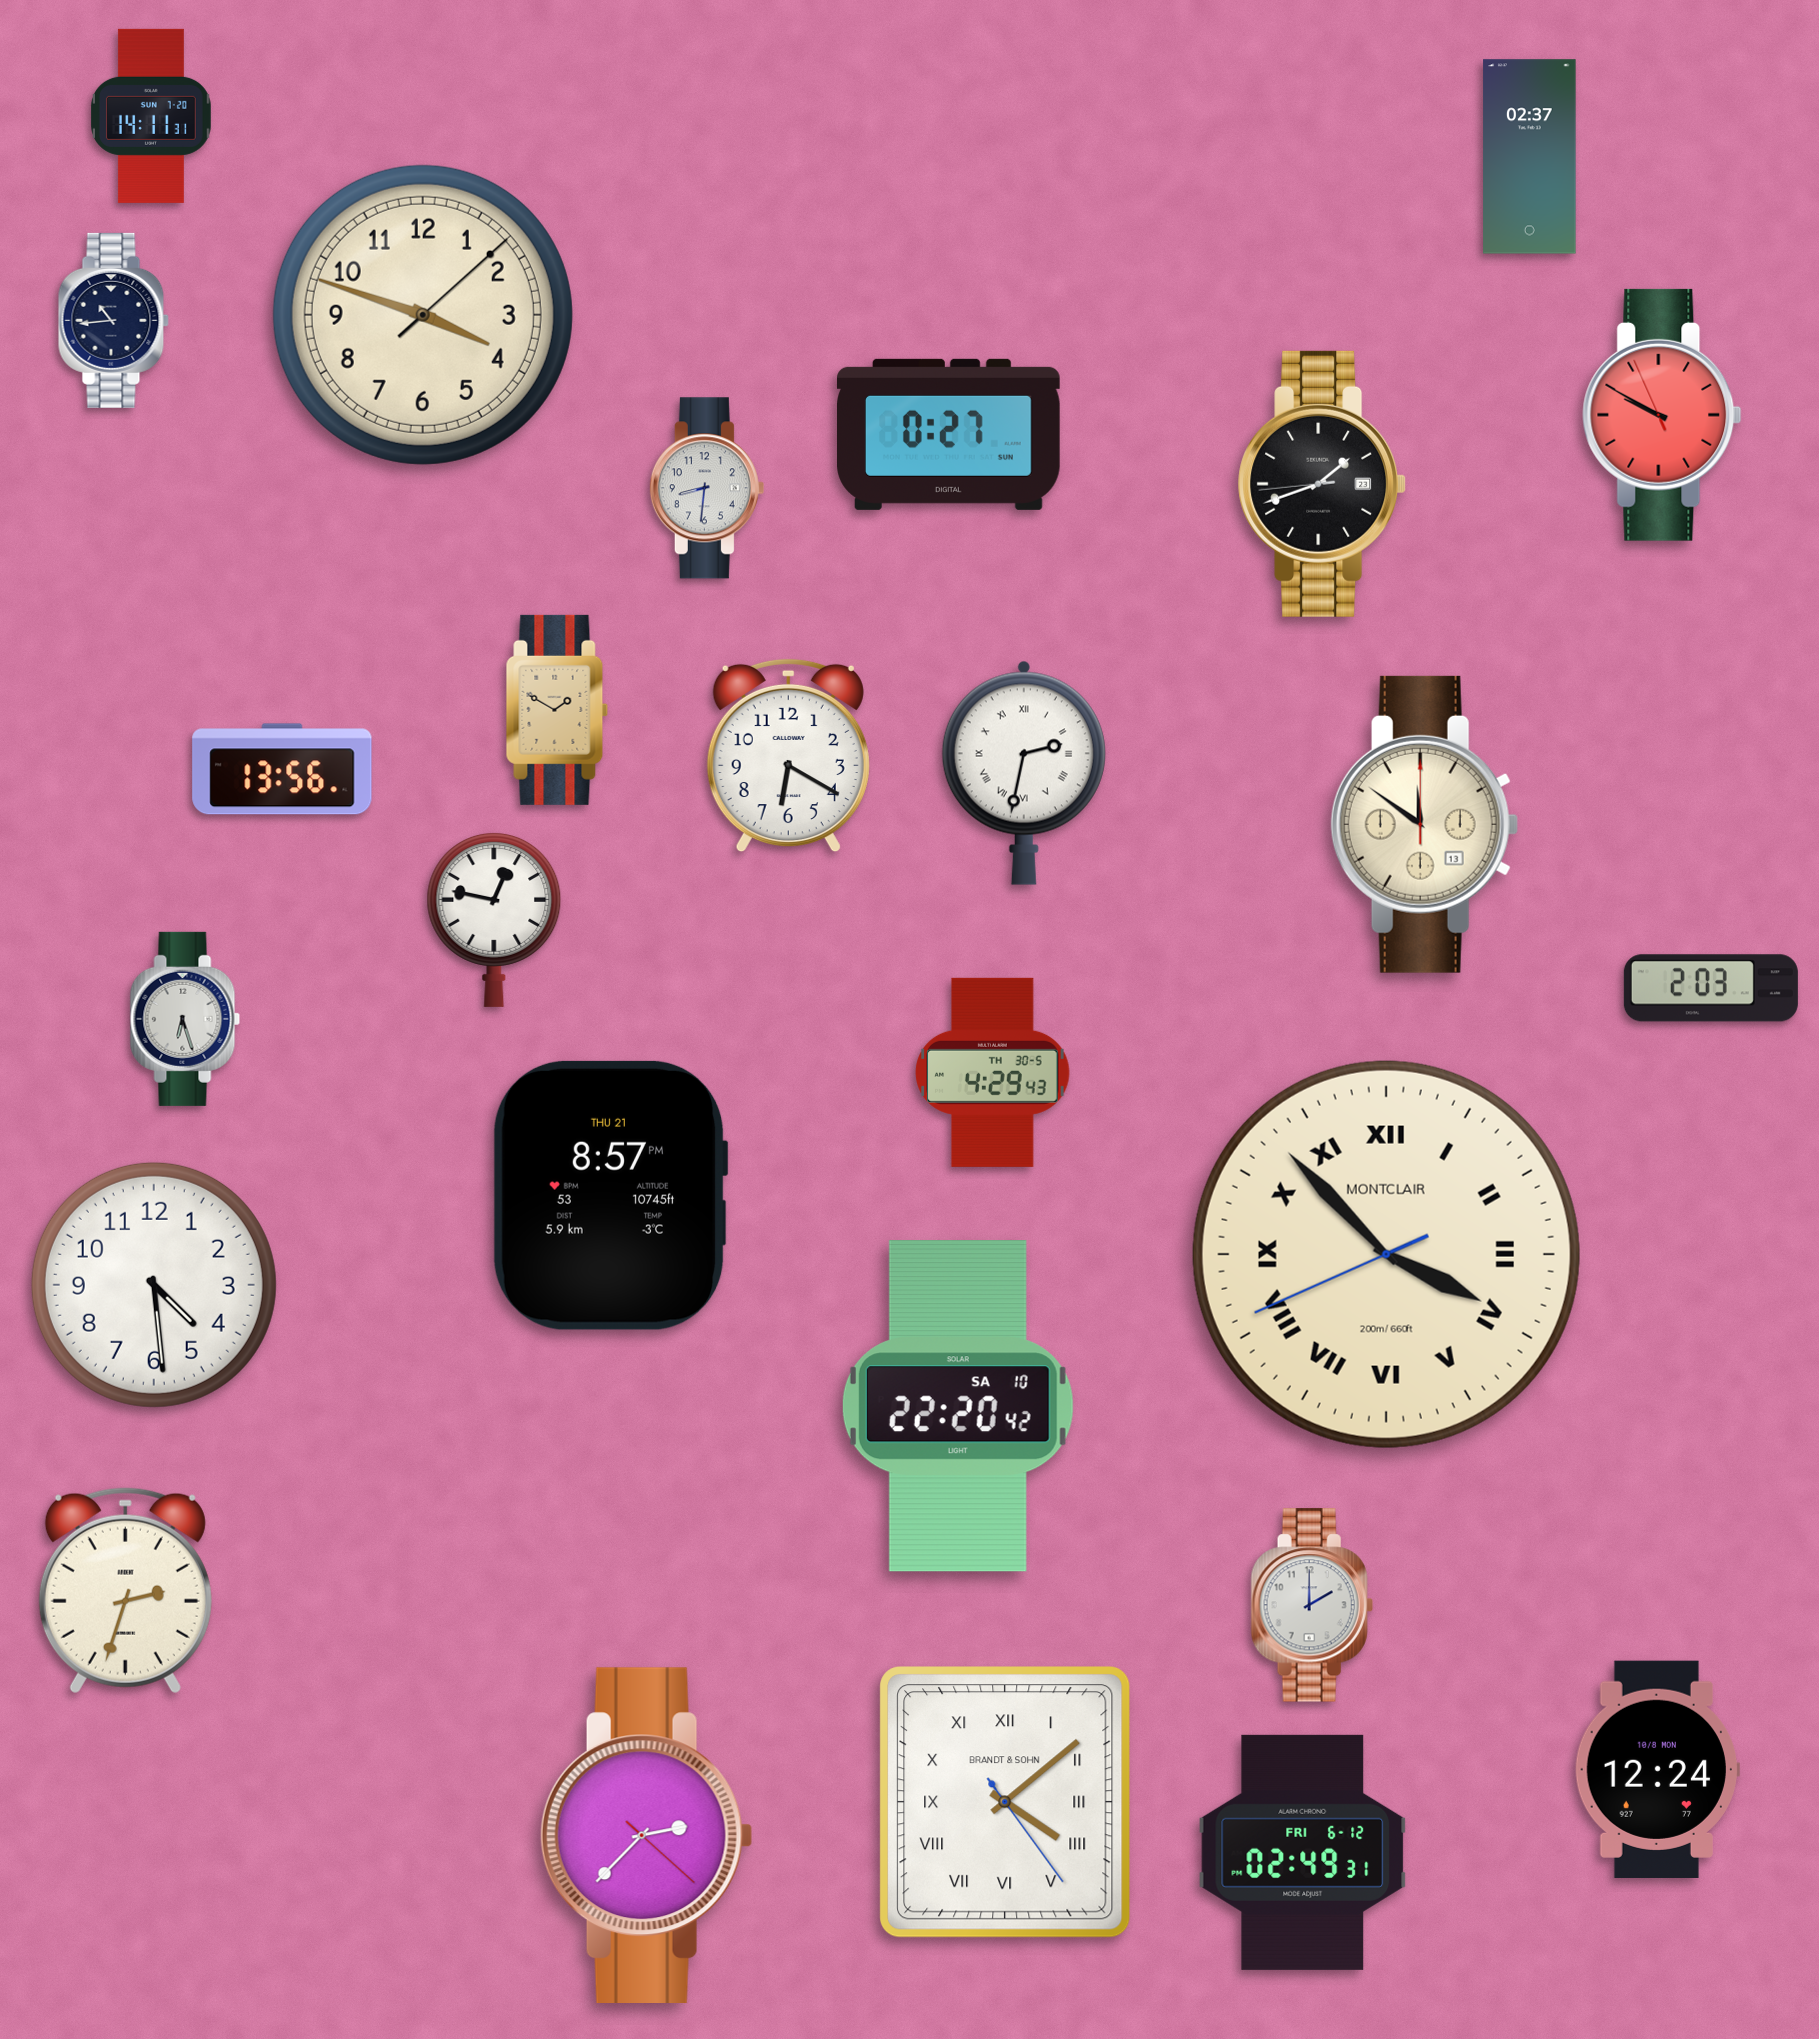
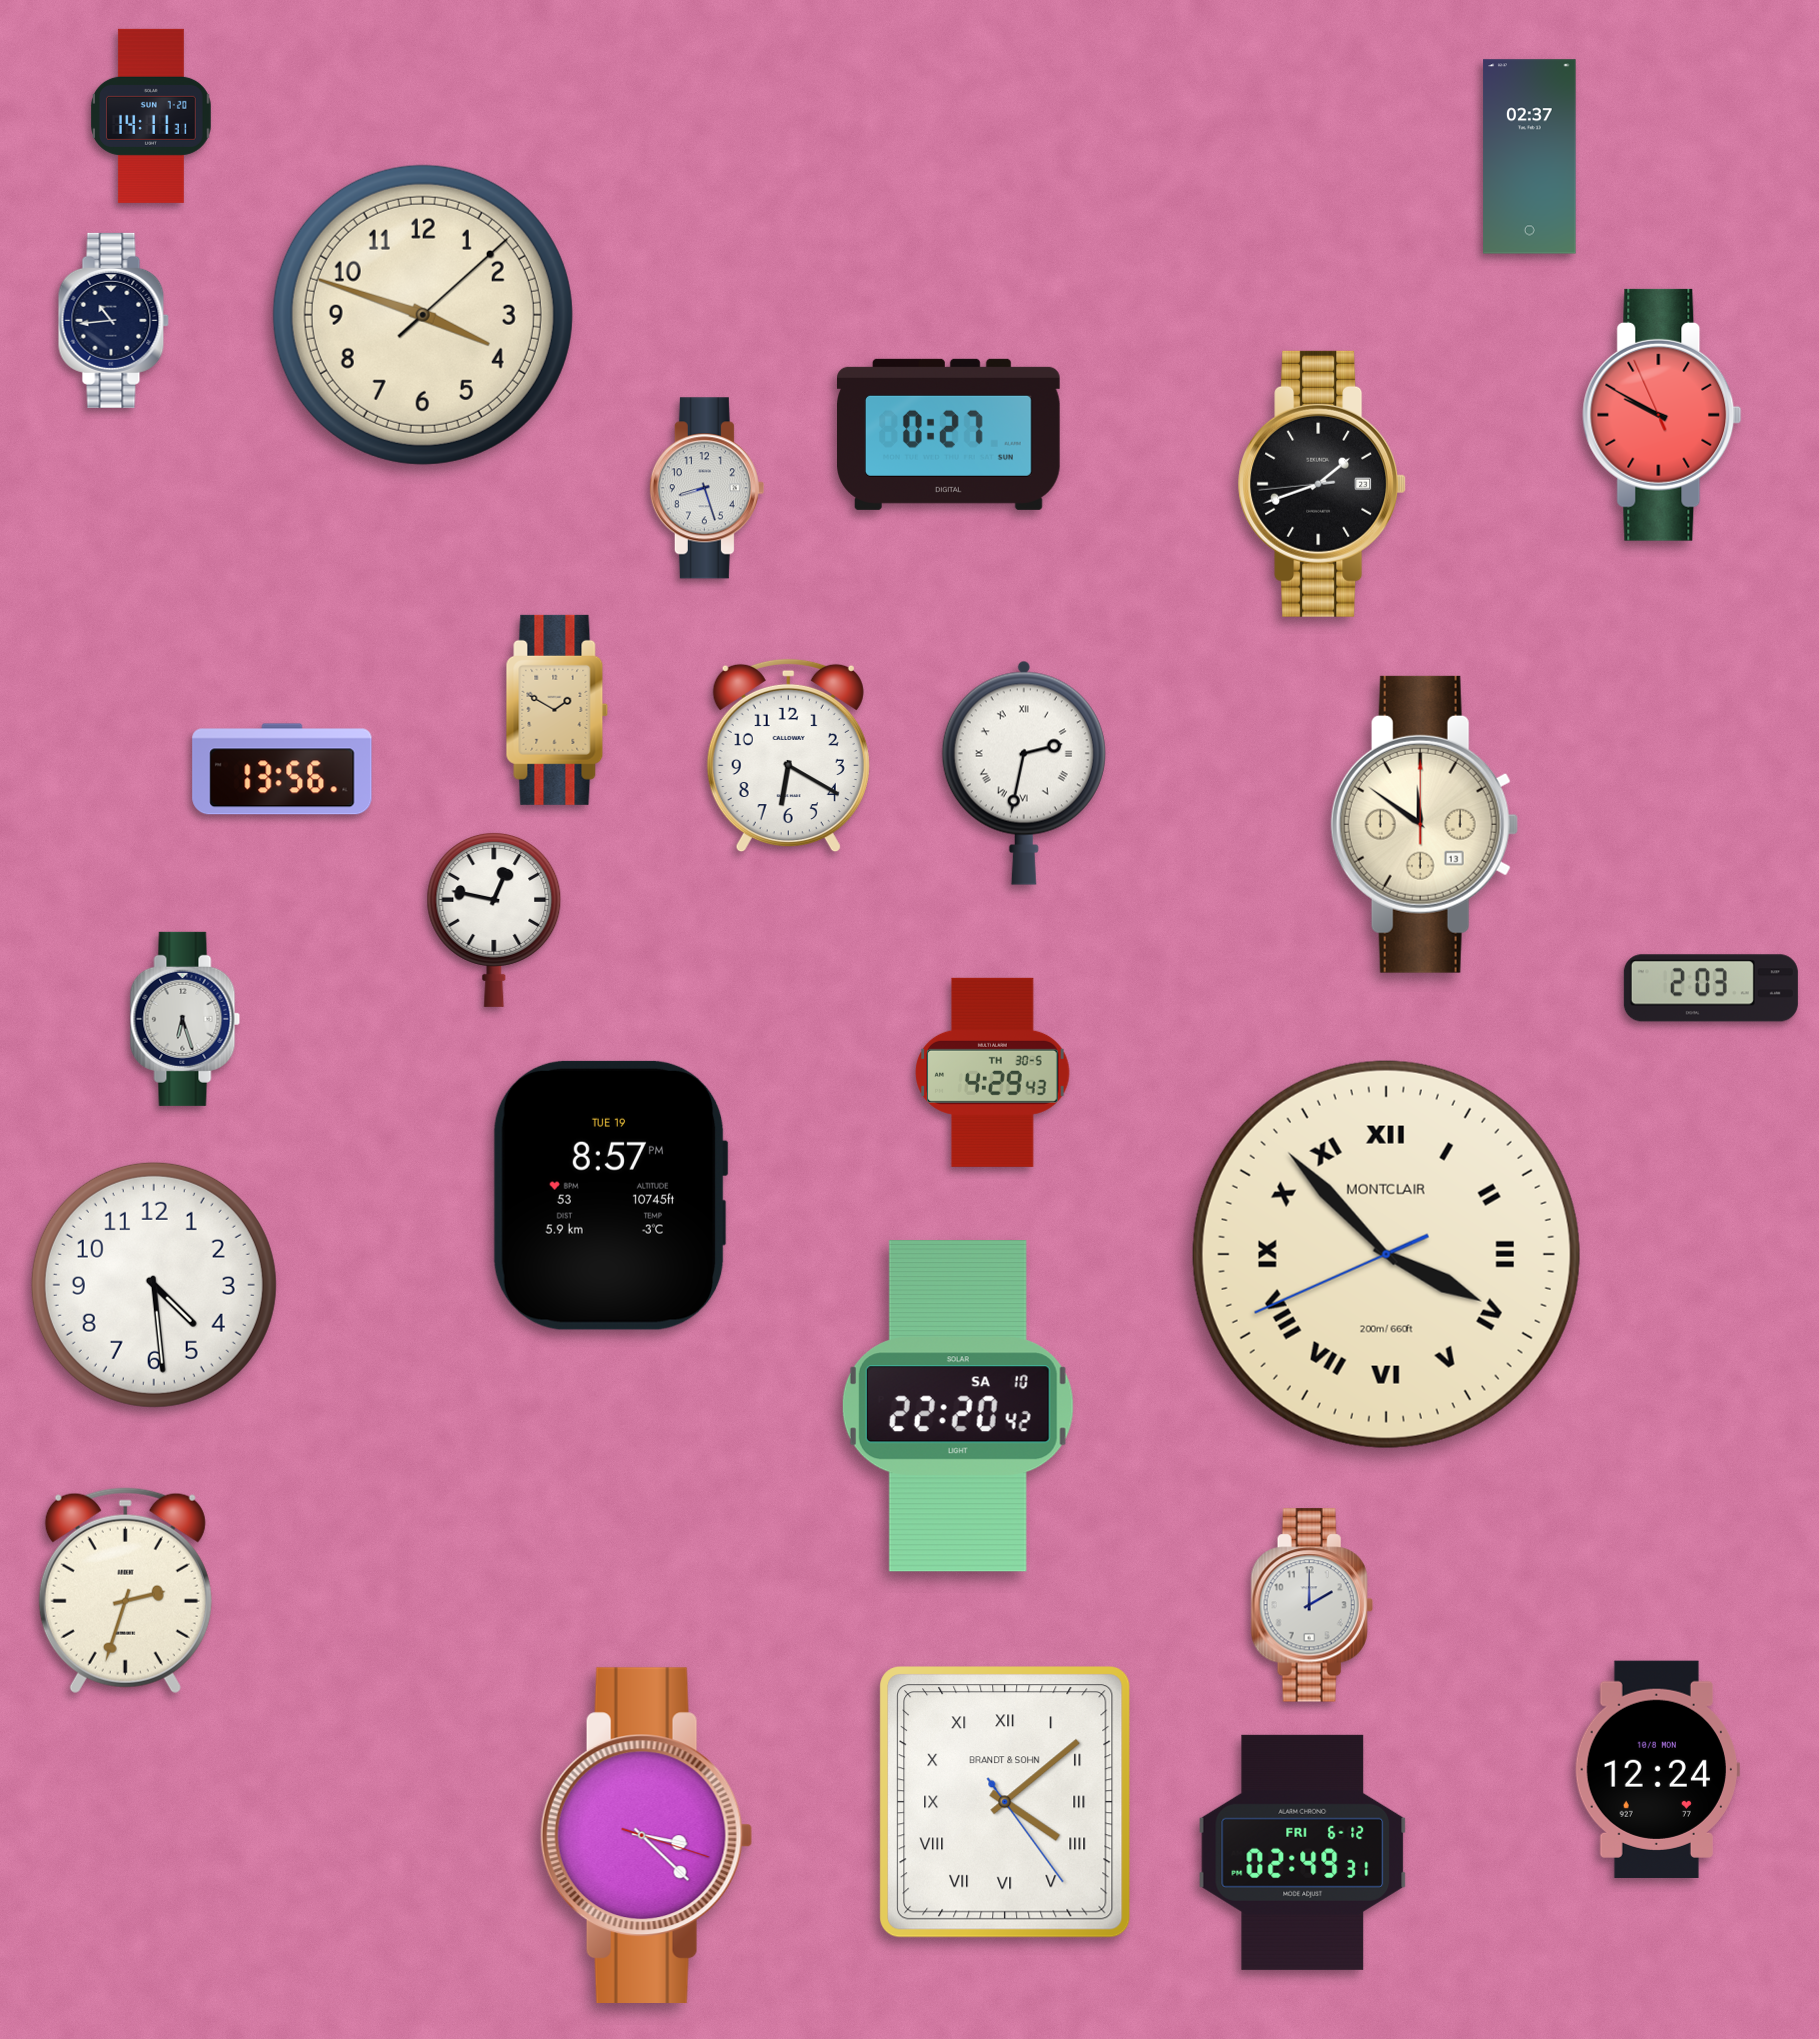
clock at (707, 488): 8:31 -> 8:27
clock at (610, 1195) date: THU 21 -> TUE 19
clock at (646, 1835): 2:37 -> 3:22
